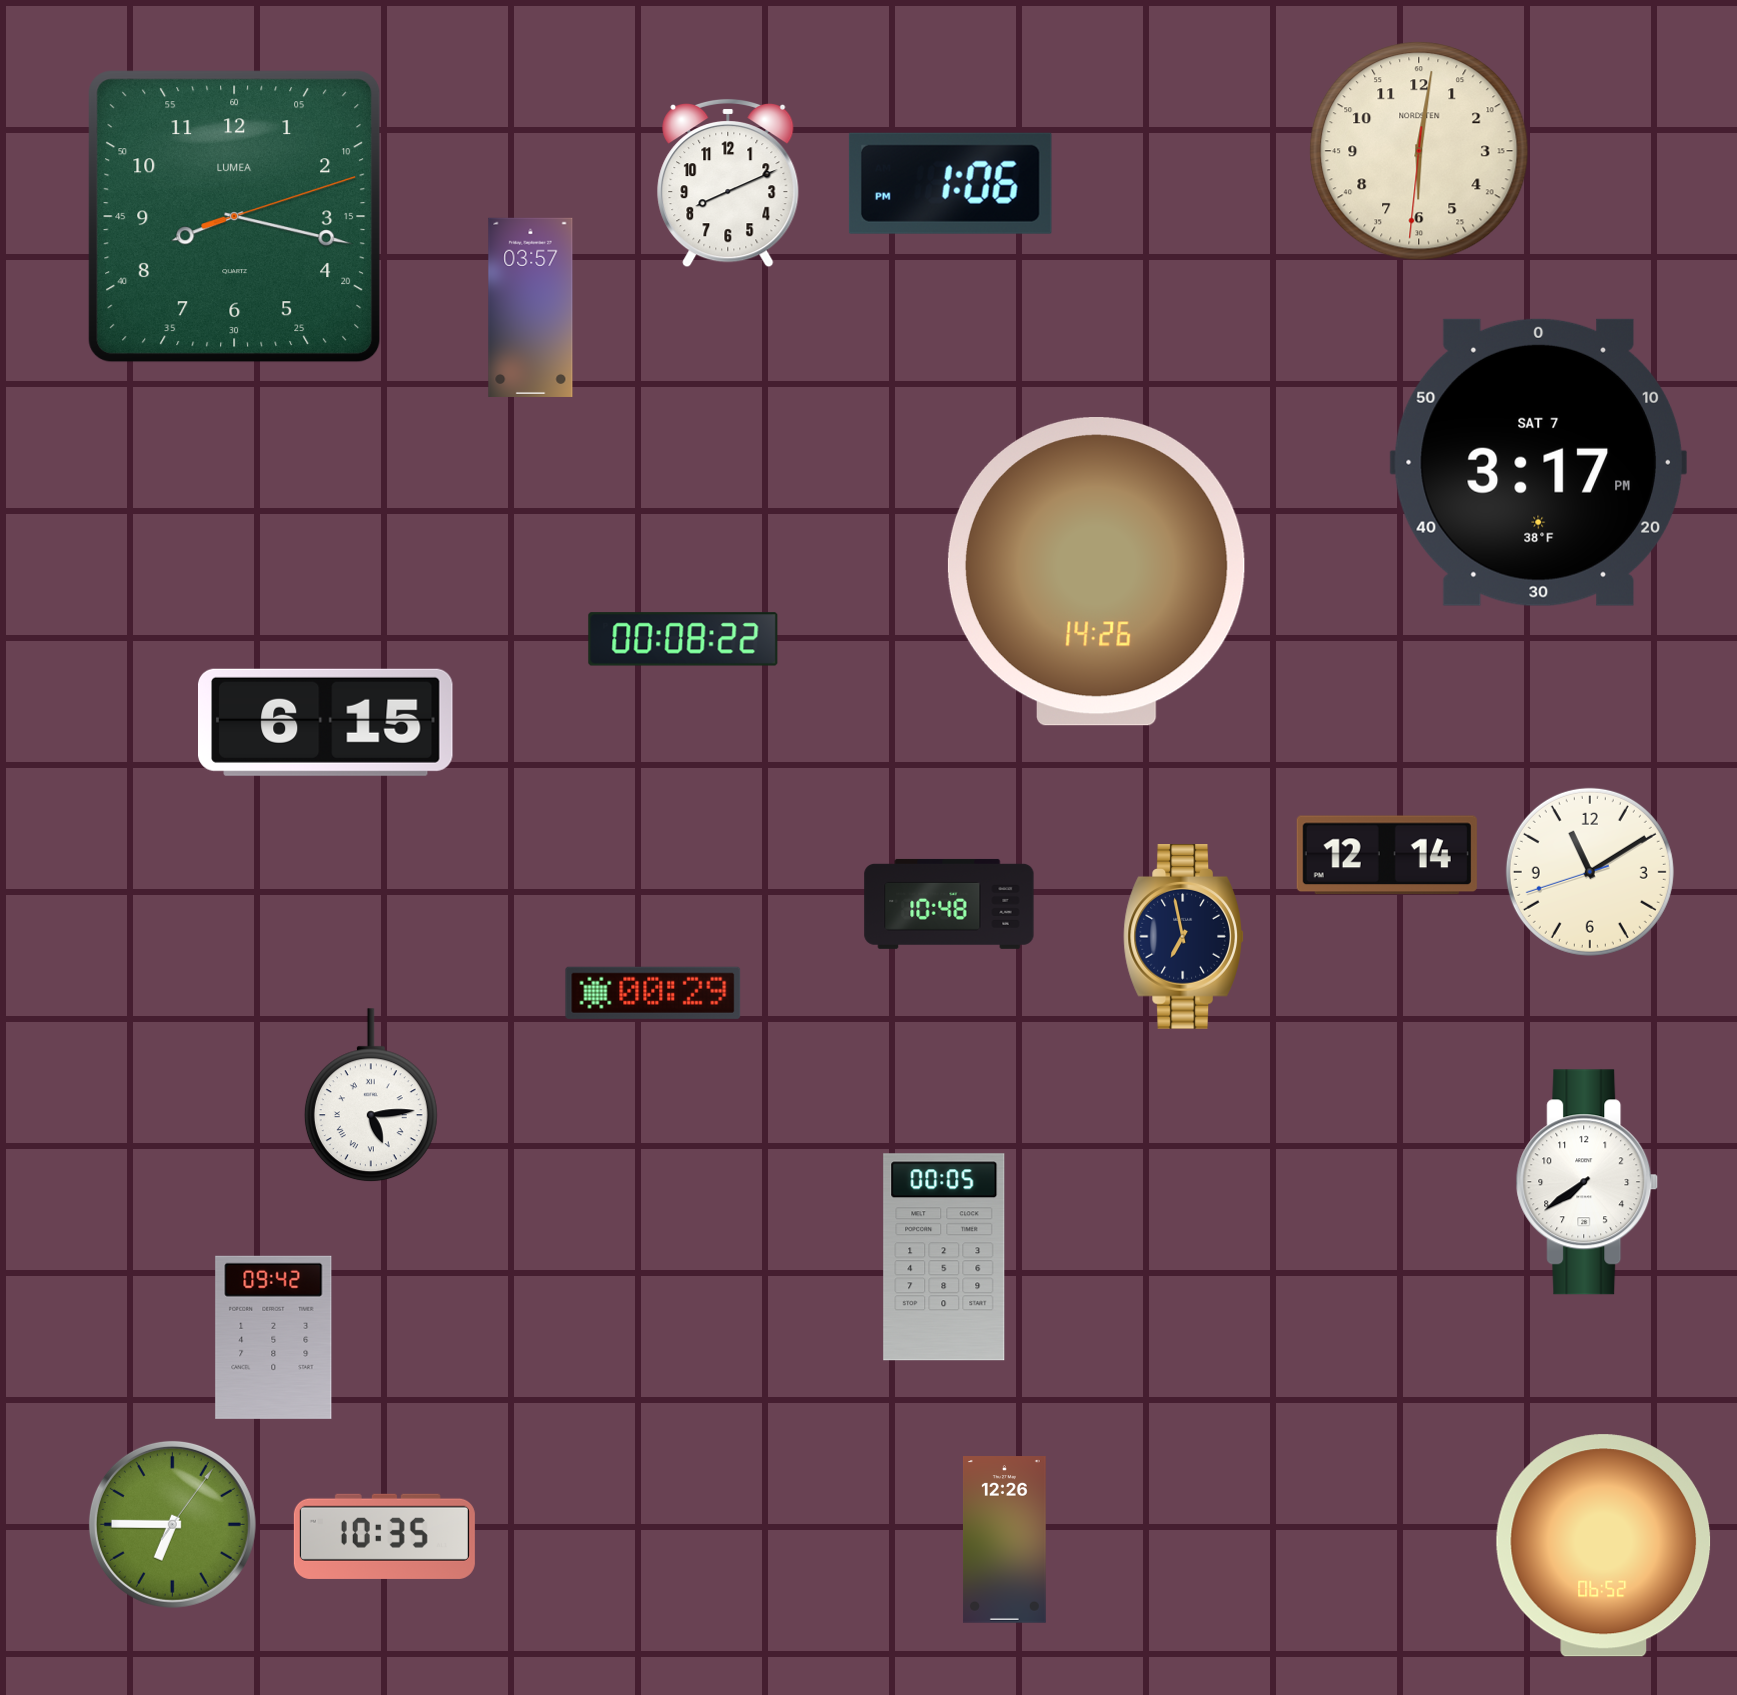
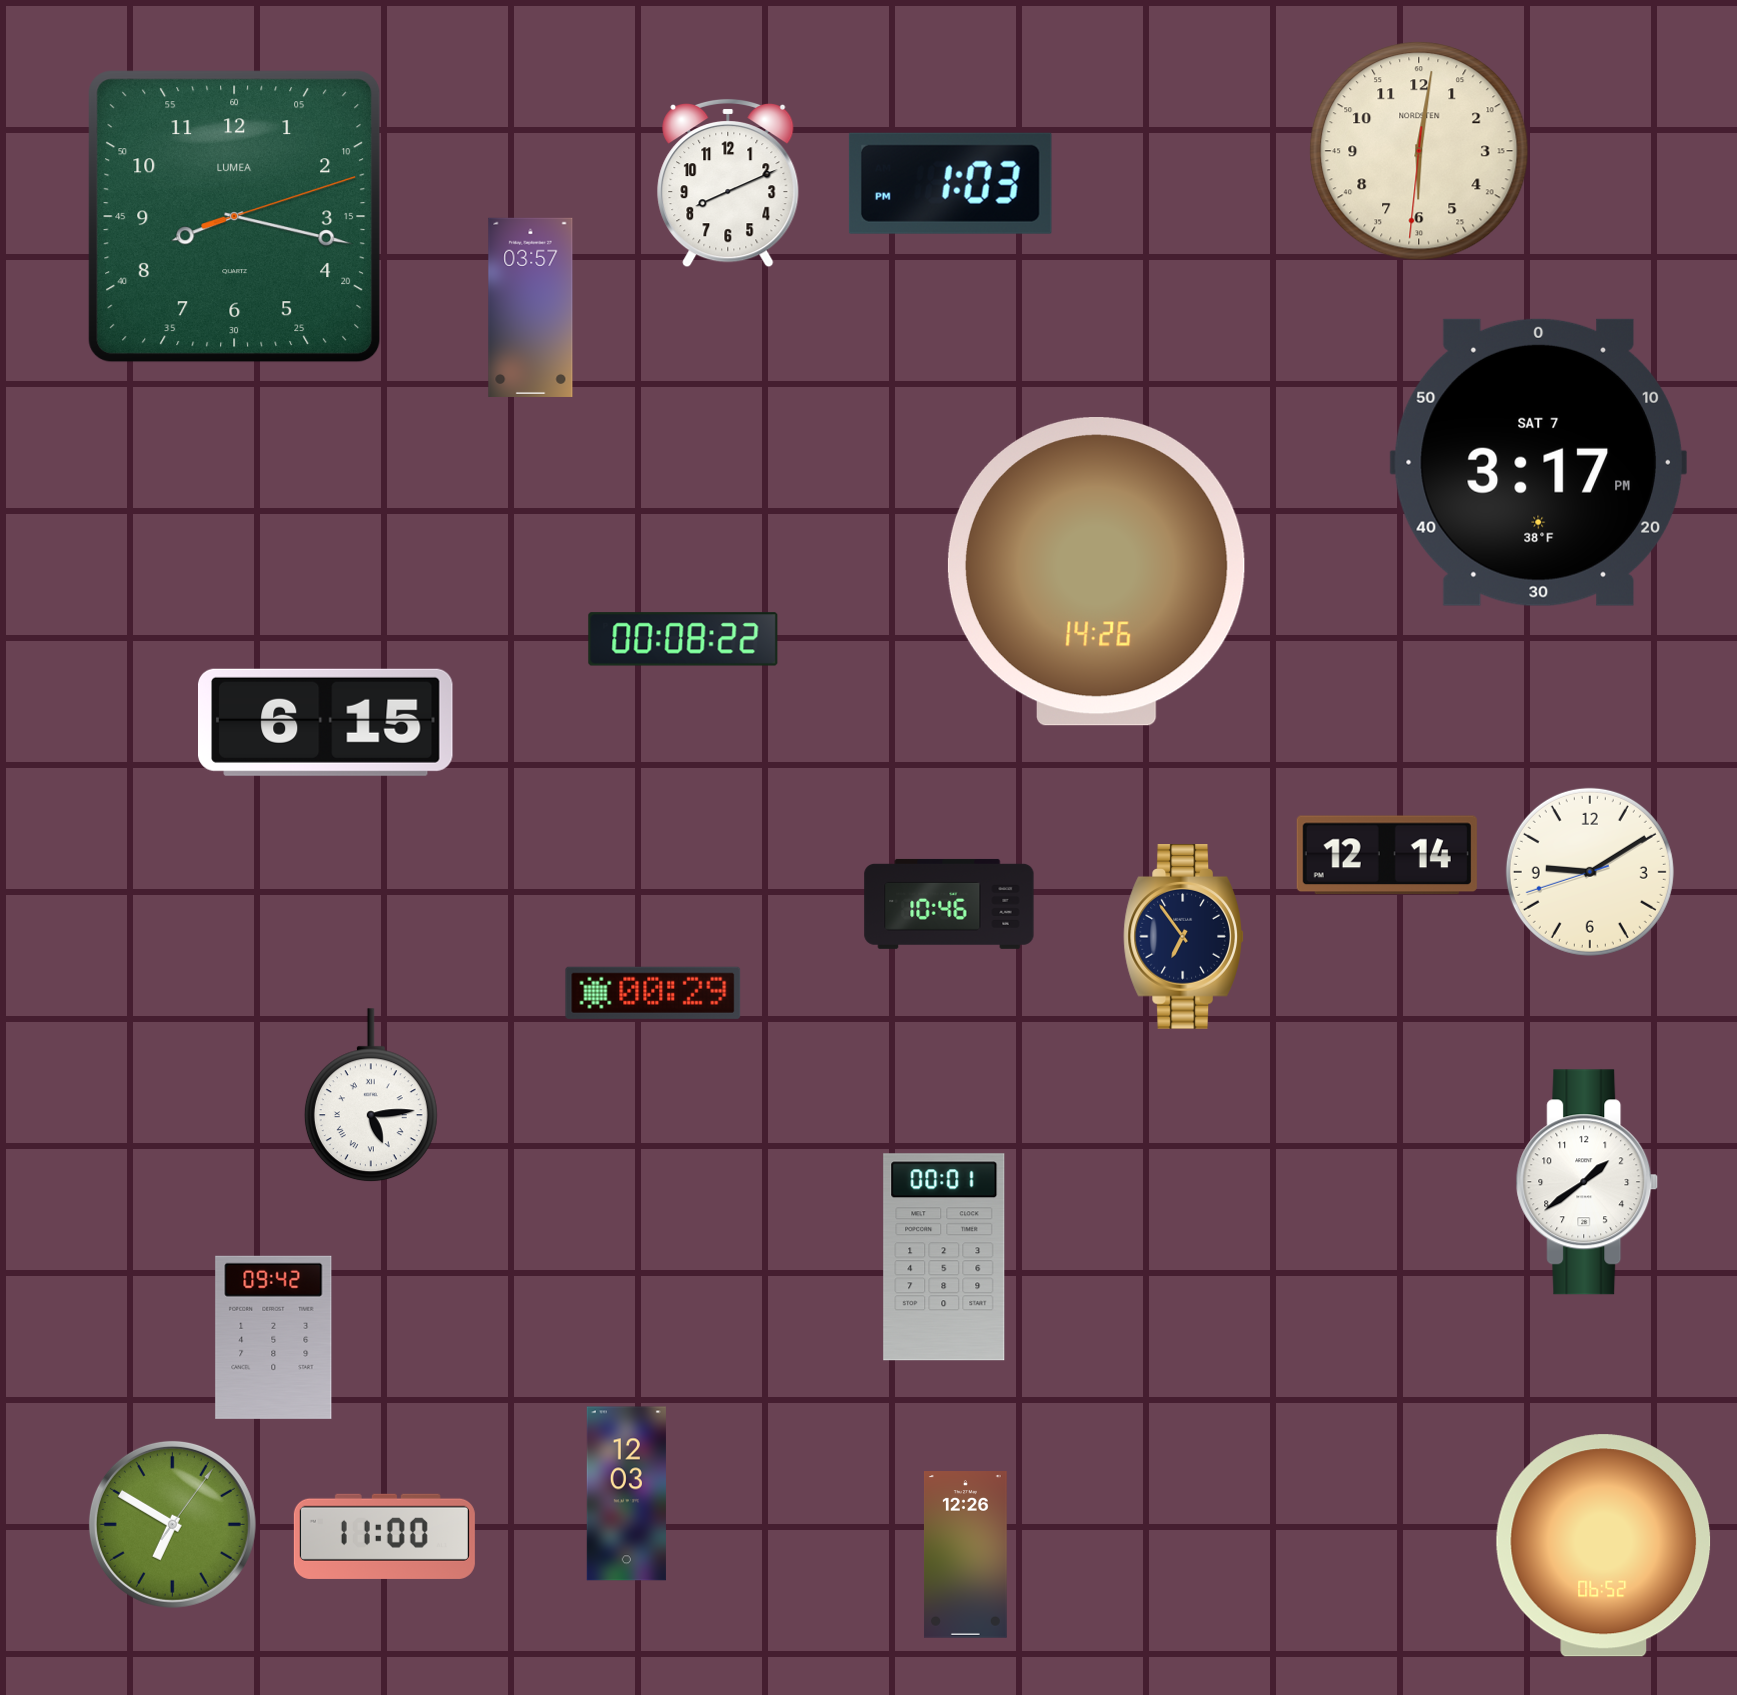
clock at (950, 183): 1:06 -> 1:03
clock at (1590, 872): 11:09 -> 9:09
clock at (949, 904): 10:48 -> 10:46
clock at (1184, 937): 6:58 -> 6:54
clock at (1587, 1182): 7:39 -> 1:39
clock at (944, 1257): 00:05 -> 00:01
clock at (626, 1494): none -> 12:03
clock at (172, 1524): 6:45 -> 6:50
clock at (384, 1536): 10:35 -> 11:00
clock at (1004, 1540) position: (1004, 1540) -> (965, 1555)
